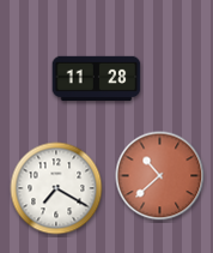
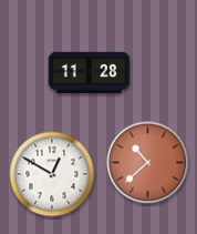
clock at (56, 188): 7:20 -> 12:50
